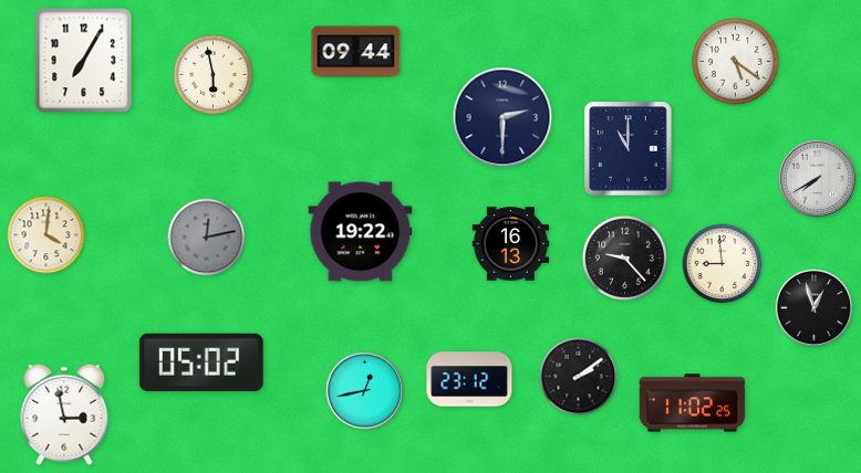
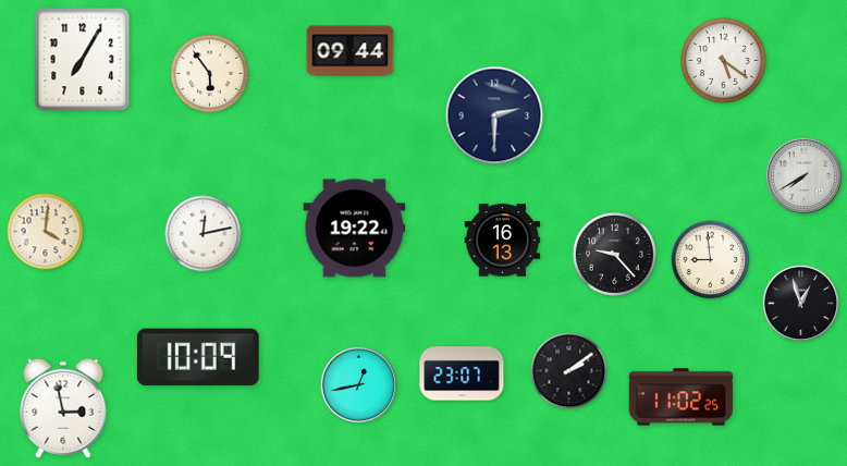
clock at (214, 75): 5:58 -> 5:54
clock at (629, 149): 11:00 -> none
clock at (207, 238) dial: grey -> white
clock at (201, 362): 05:02 -> 10:09
clock at (469, 379): 23:12 -> 23:07
